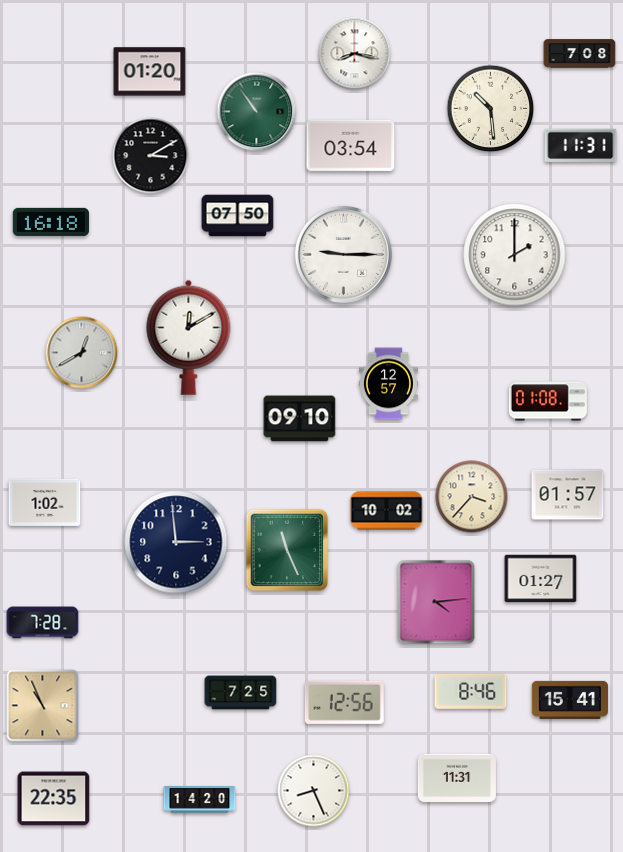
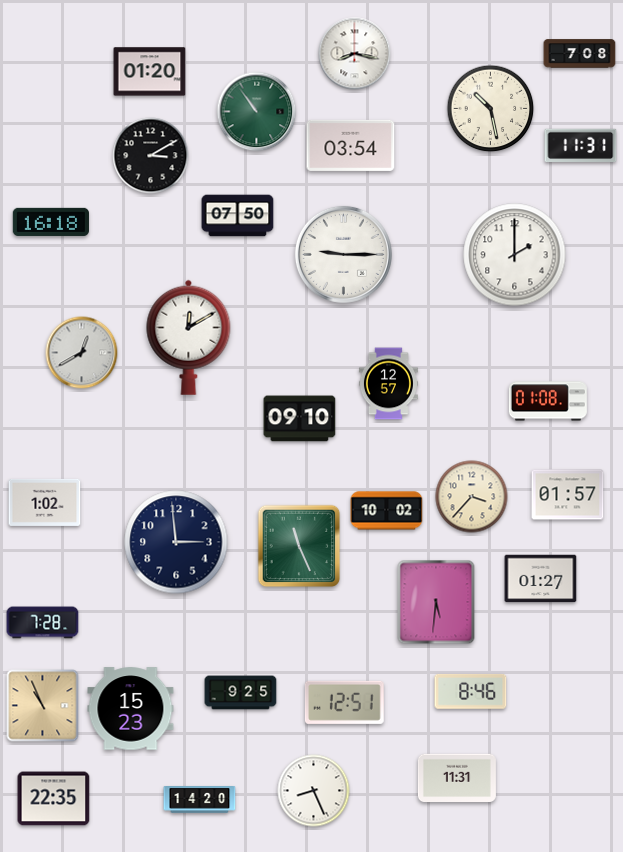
clock at (491, 109): 10:29 -> 10:28
clock at (287, 550) position: (287, 550) -> (299, 546)
clock at (436, 602): 4:14 -> 5:31
clock at (241, 693): 7:25 -> 9:25
clock at (569, 700): 15:41 -> none
clock at (344, 702): 12:56 -> 12:51
clock at (131, 709): none -> 15:23
